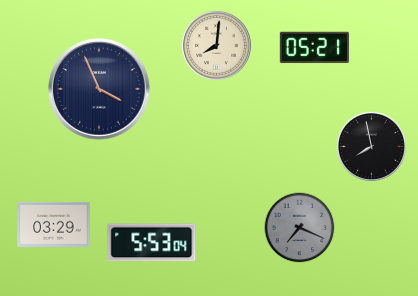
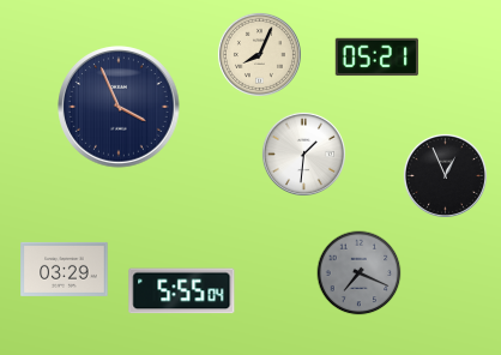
clock at (216, 45): 8:01 -> 8:04
clock at (303, 154): none -> 1:31
clock at (371, 146): 7:58 -> 12:56
clock at (152, 243): 5:53 -> 5:55
